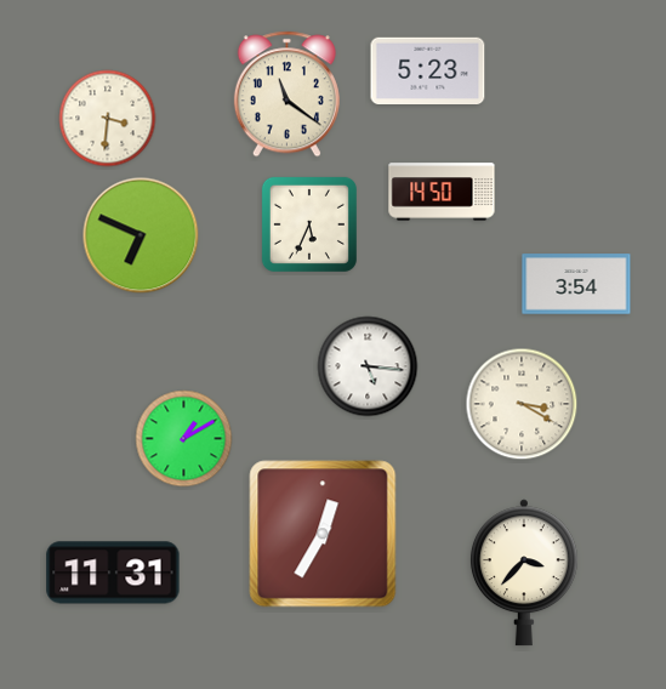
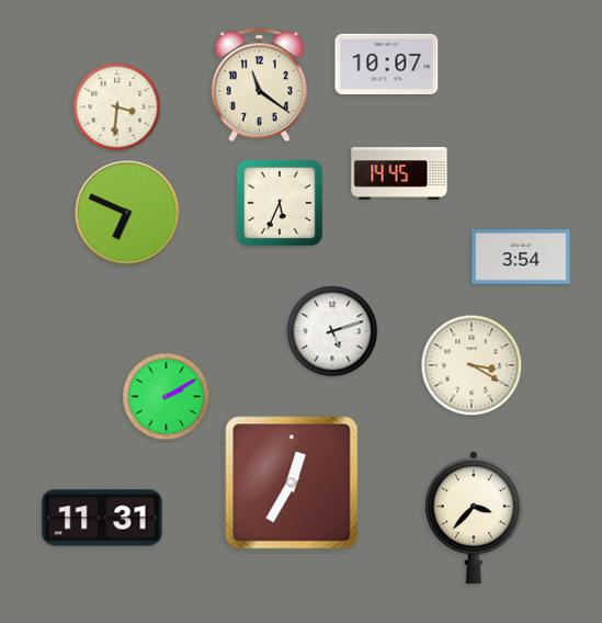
clock at (428, 72): 5:23 -> 10:07
clock at (108, 119) position: (108, 119) -> (117, 107)
clock at (442, 192): 14:50 -> 14:45
clock at (368, 366): 5:16 -> 5:12
clock at (184, 439): 1:10 -> 2:10
